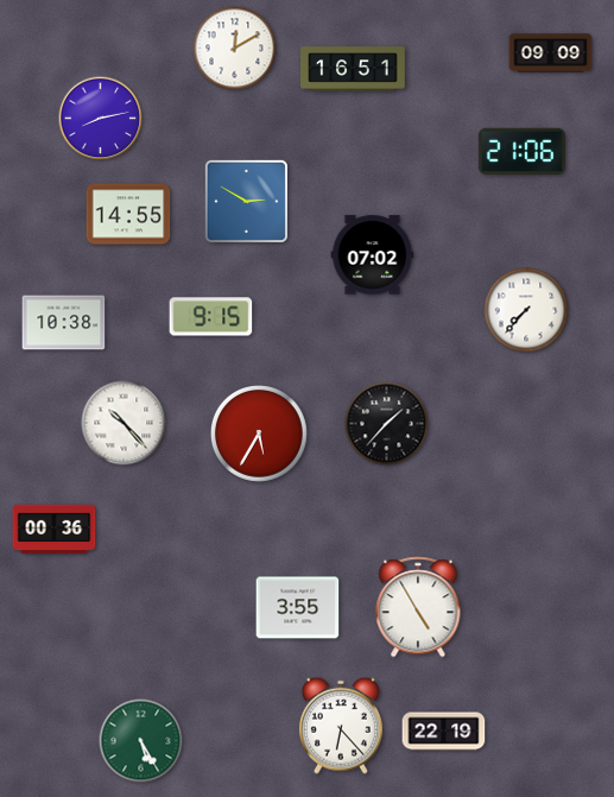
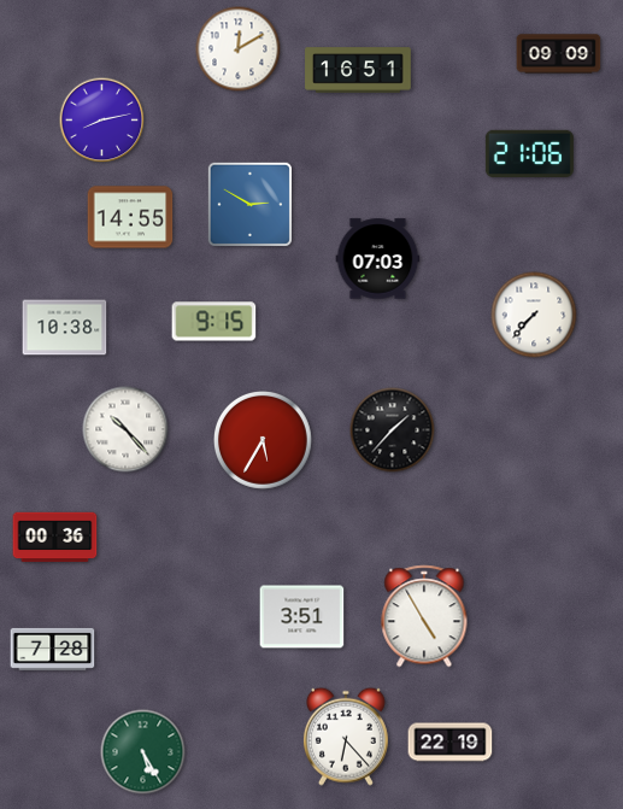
clock at (373, 255): 07:02 -> 07:03
clock at (298, 608): 3:55 -> 3:51
clock at (53, 649): none -> 7:28
